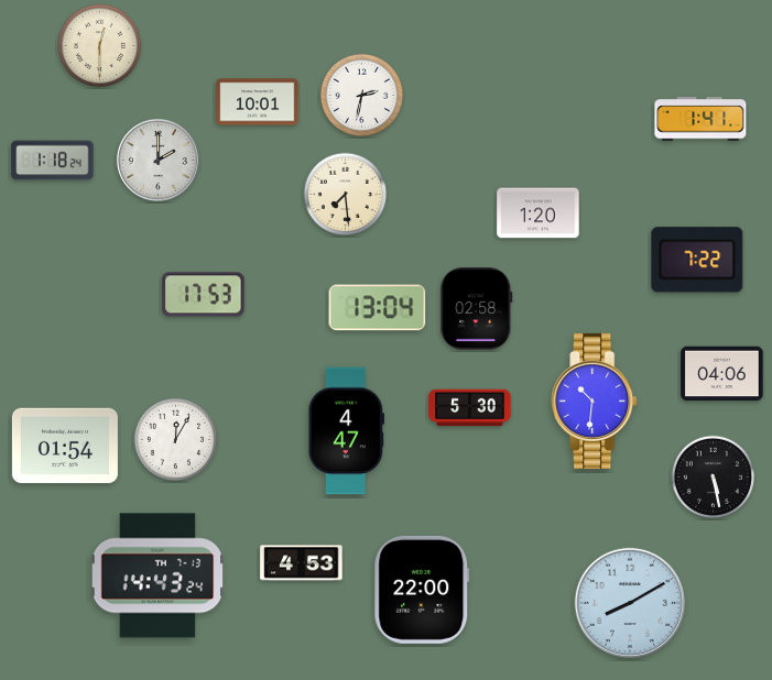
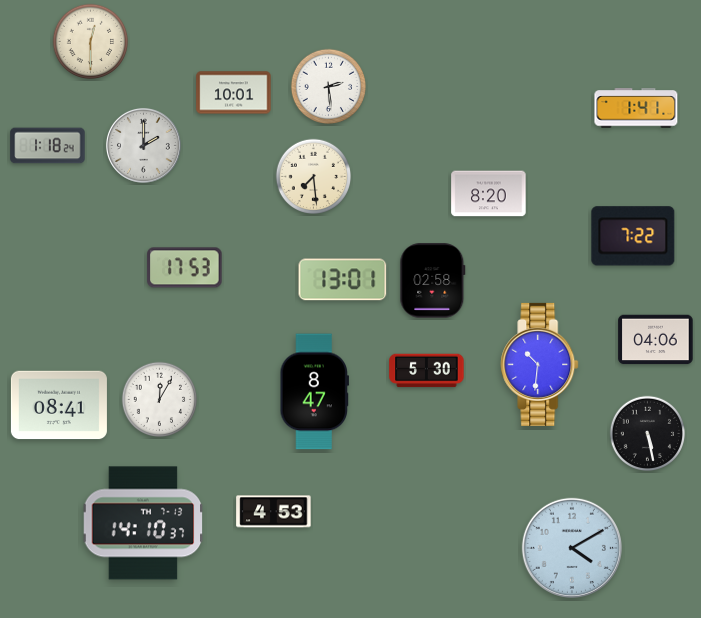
clock at (362, 96): 2:32 -> 2:29
clock at (539, 213): 1:20 -> 8:20
clock at (378, 308): 13:04 -> 13:01
clock at (347, 431): 4:47 -> 8:47
clock at (65, 446): 01:54 -> 08:41
clock at (157, 575): 14:43 -> 14:10
clock at (422, 590): 22:00 -> none
clock at (630, 603): 8:10 -> 4:10
